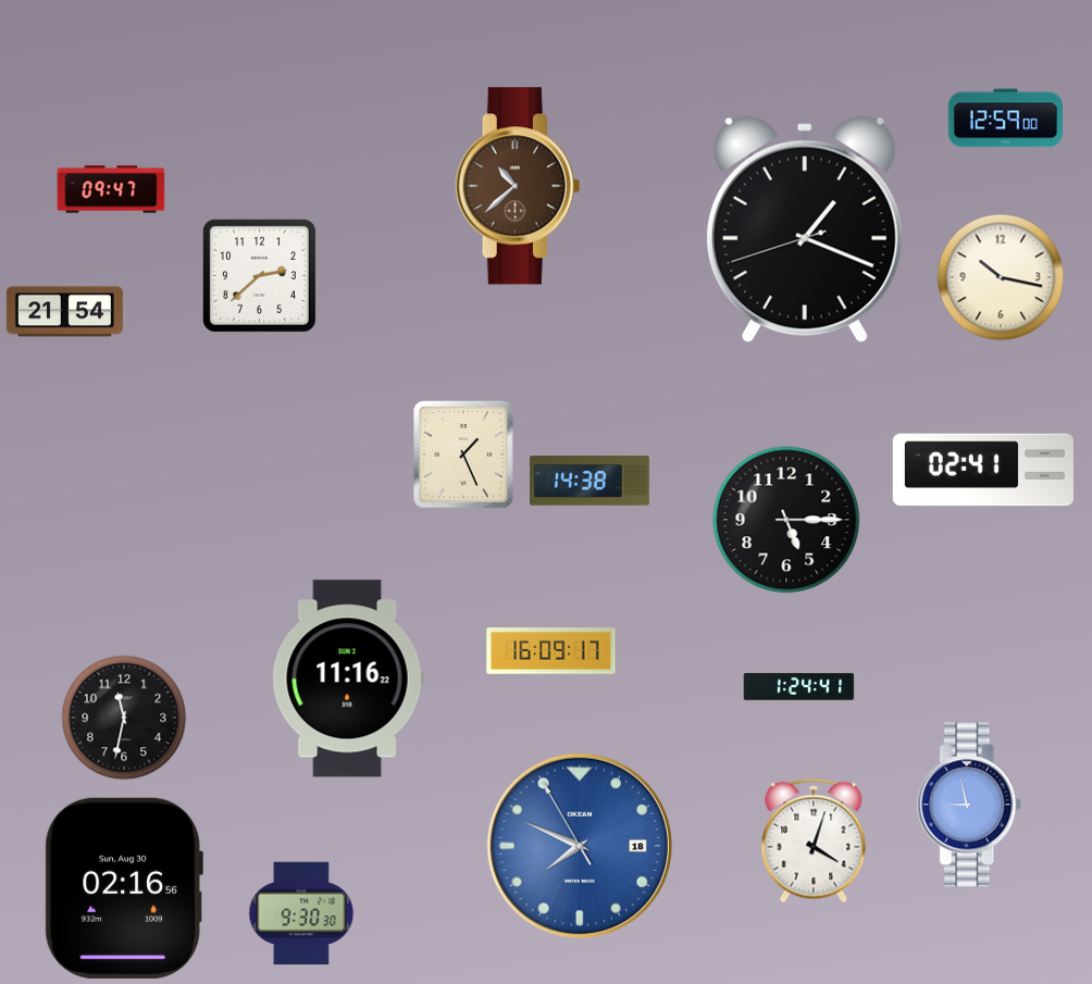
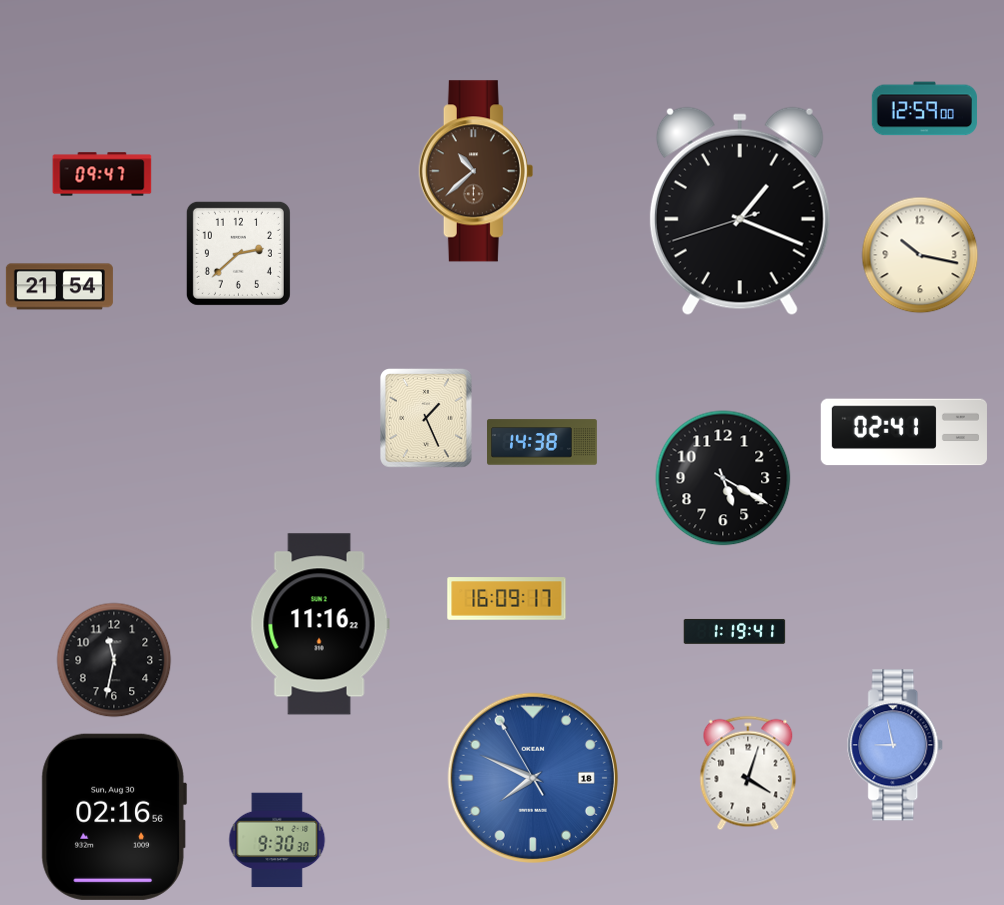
clock at (786, 520): 5:15 -> 5:20
clock at (799, 686): 1:24 -> 1:19
clock at (970, 805) position: (970, 805) -> (896, 745)
